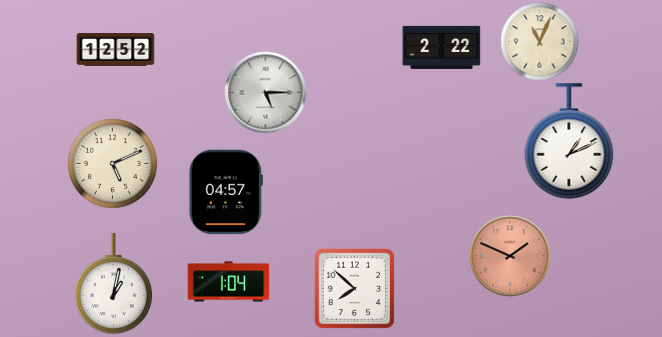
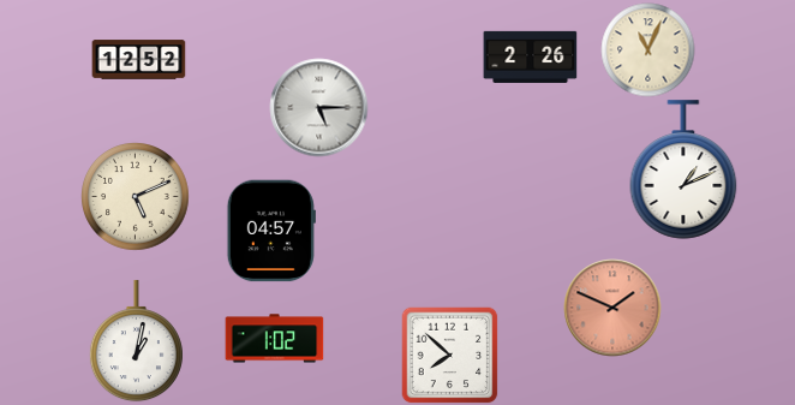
clock at (441, 47): 2:22 -> 2:26
clock at (265, 92) position: (265, 92) -> (318, 107)
clock at (228, 282): 1:04 -> 1:02
clock at (354, 288) position: (354, 288) -> (449, 355)
